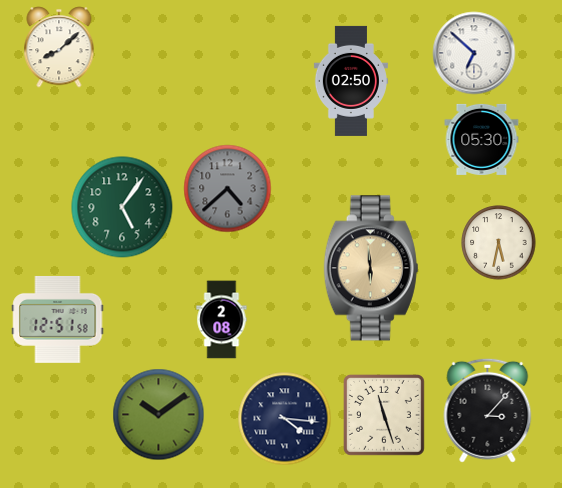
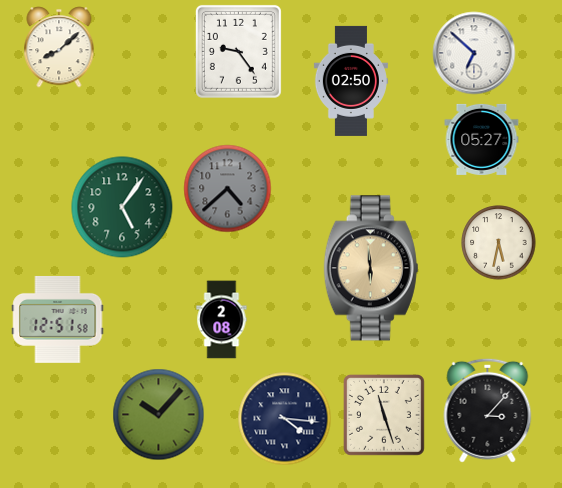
clock at (238, 51): none -> 9:24
clock at (482, 139): 05:30 -> 05:27
clock at (159, 415): 10:09 -> 10:07
